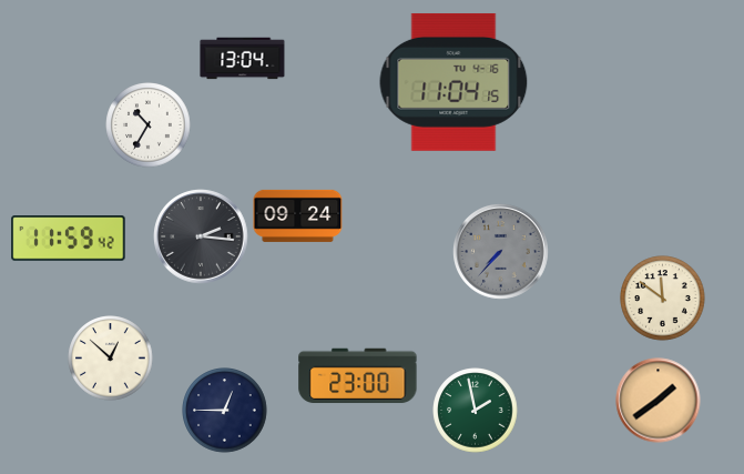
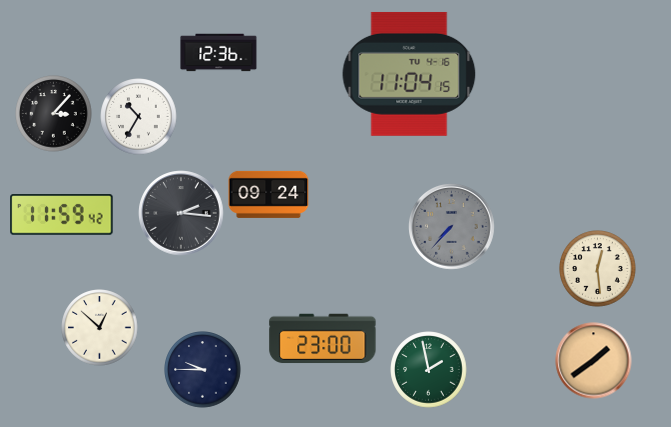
clock at (243, 59): 13:04 -> 12:36
clock at (149, 125) position: (149, 125) -> (139, 117)
clock at (54, 114): none -> 3:07
clock at (663, 299): 11:51 -> 12:29
clock at (111, 359) position: (111, 359) -> (100, 328)
clock at (225, 411): 12:45 -> 9:45
